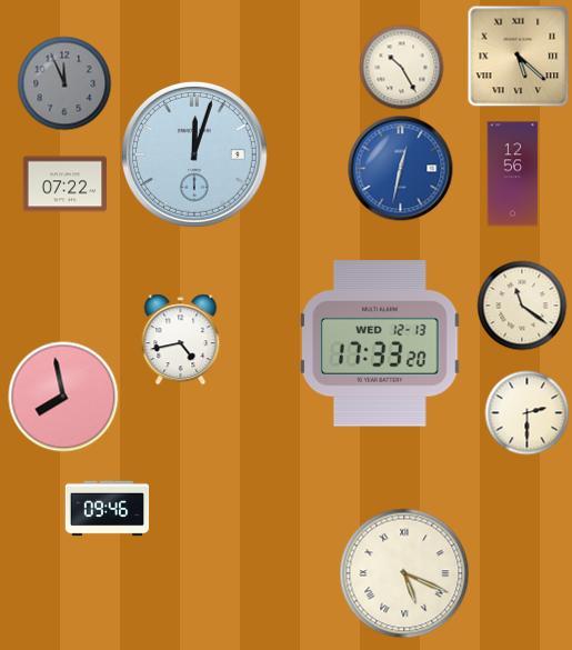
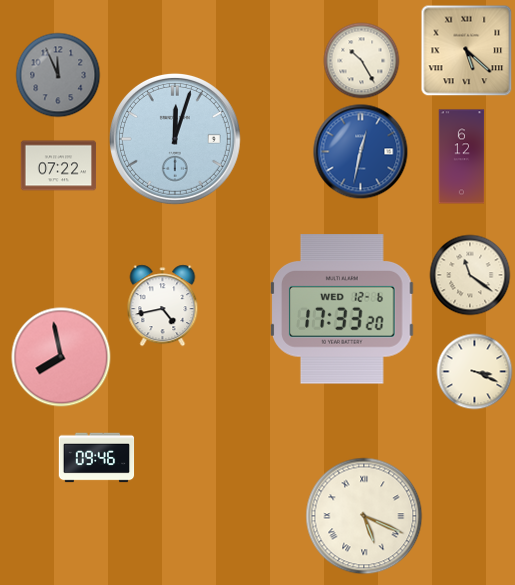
clock at (513, 174): 12:56 -> 6:12
clock at (380, 343) date: WED 12-13 -> WED 12-6
clock at (63, 397) position: (63, 397) -> (61, 357)
clock at (528, 413): 2:30 -> 3:19
